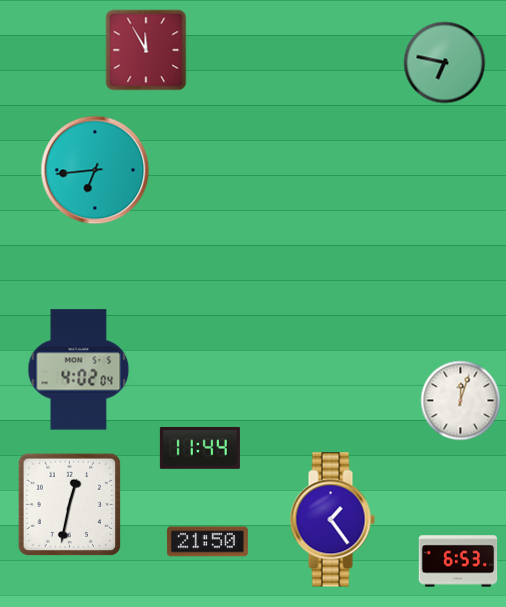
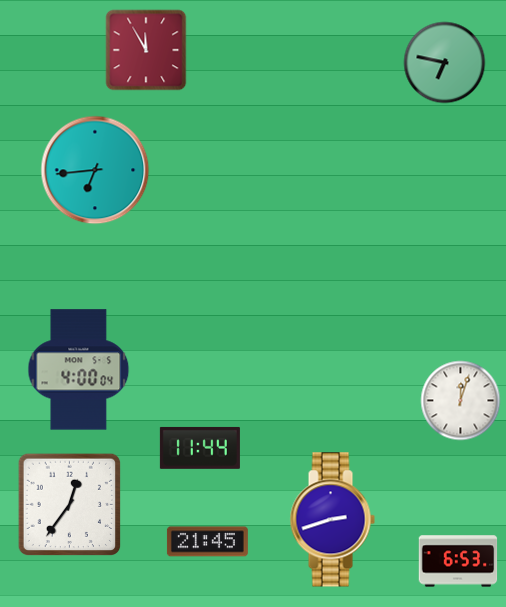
clock at (79, 370): 4:02 -> 4:00
clock at (70, 505): 12:32 -> 12:36
clock at (332, 520): 1:24 -> 2:42
clock at (207, 542): 21:50 -> 21:45
